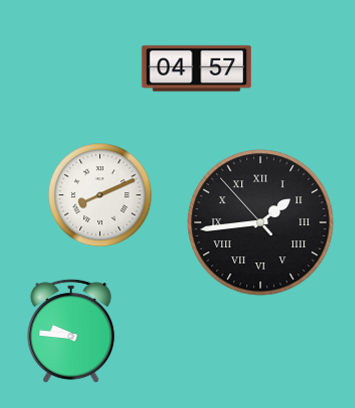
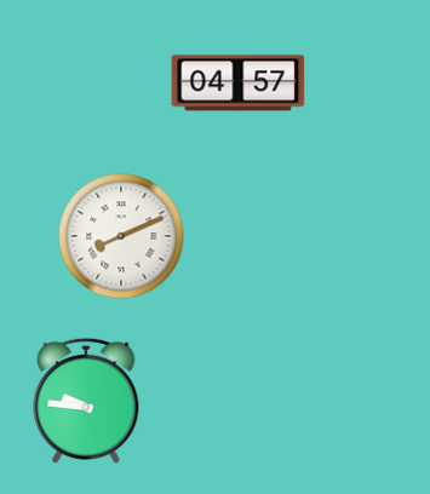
clock at (261, 223): 1:43 -> none
